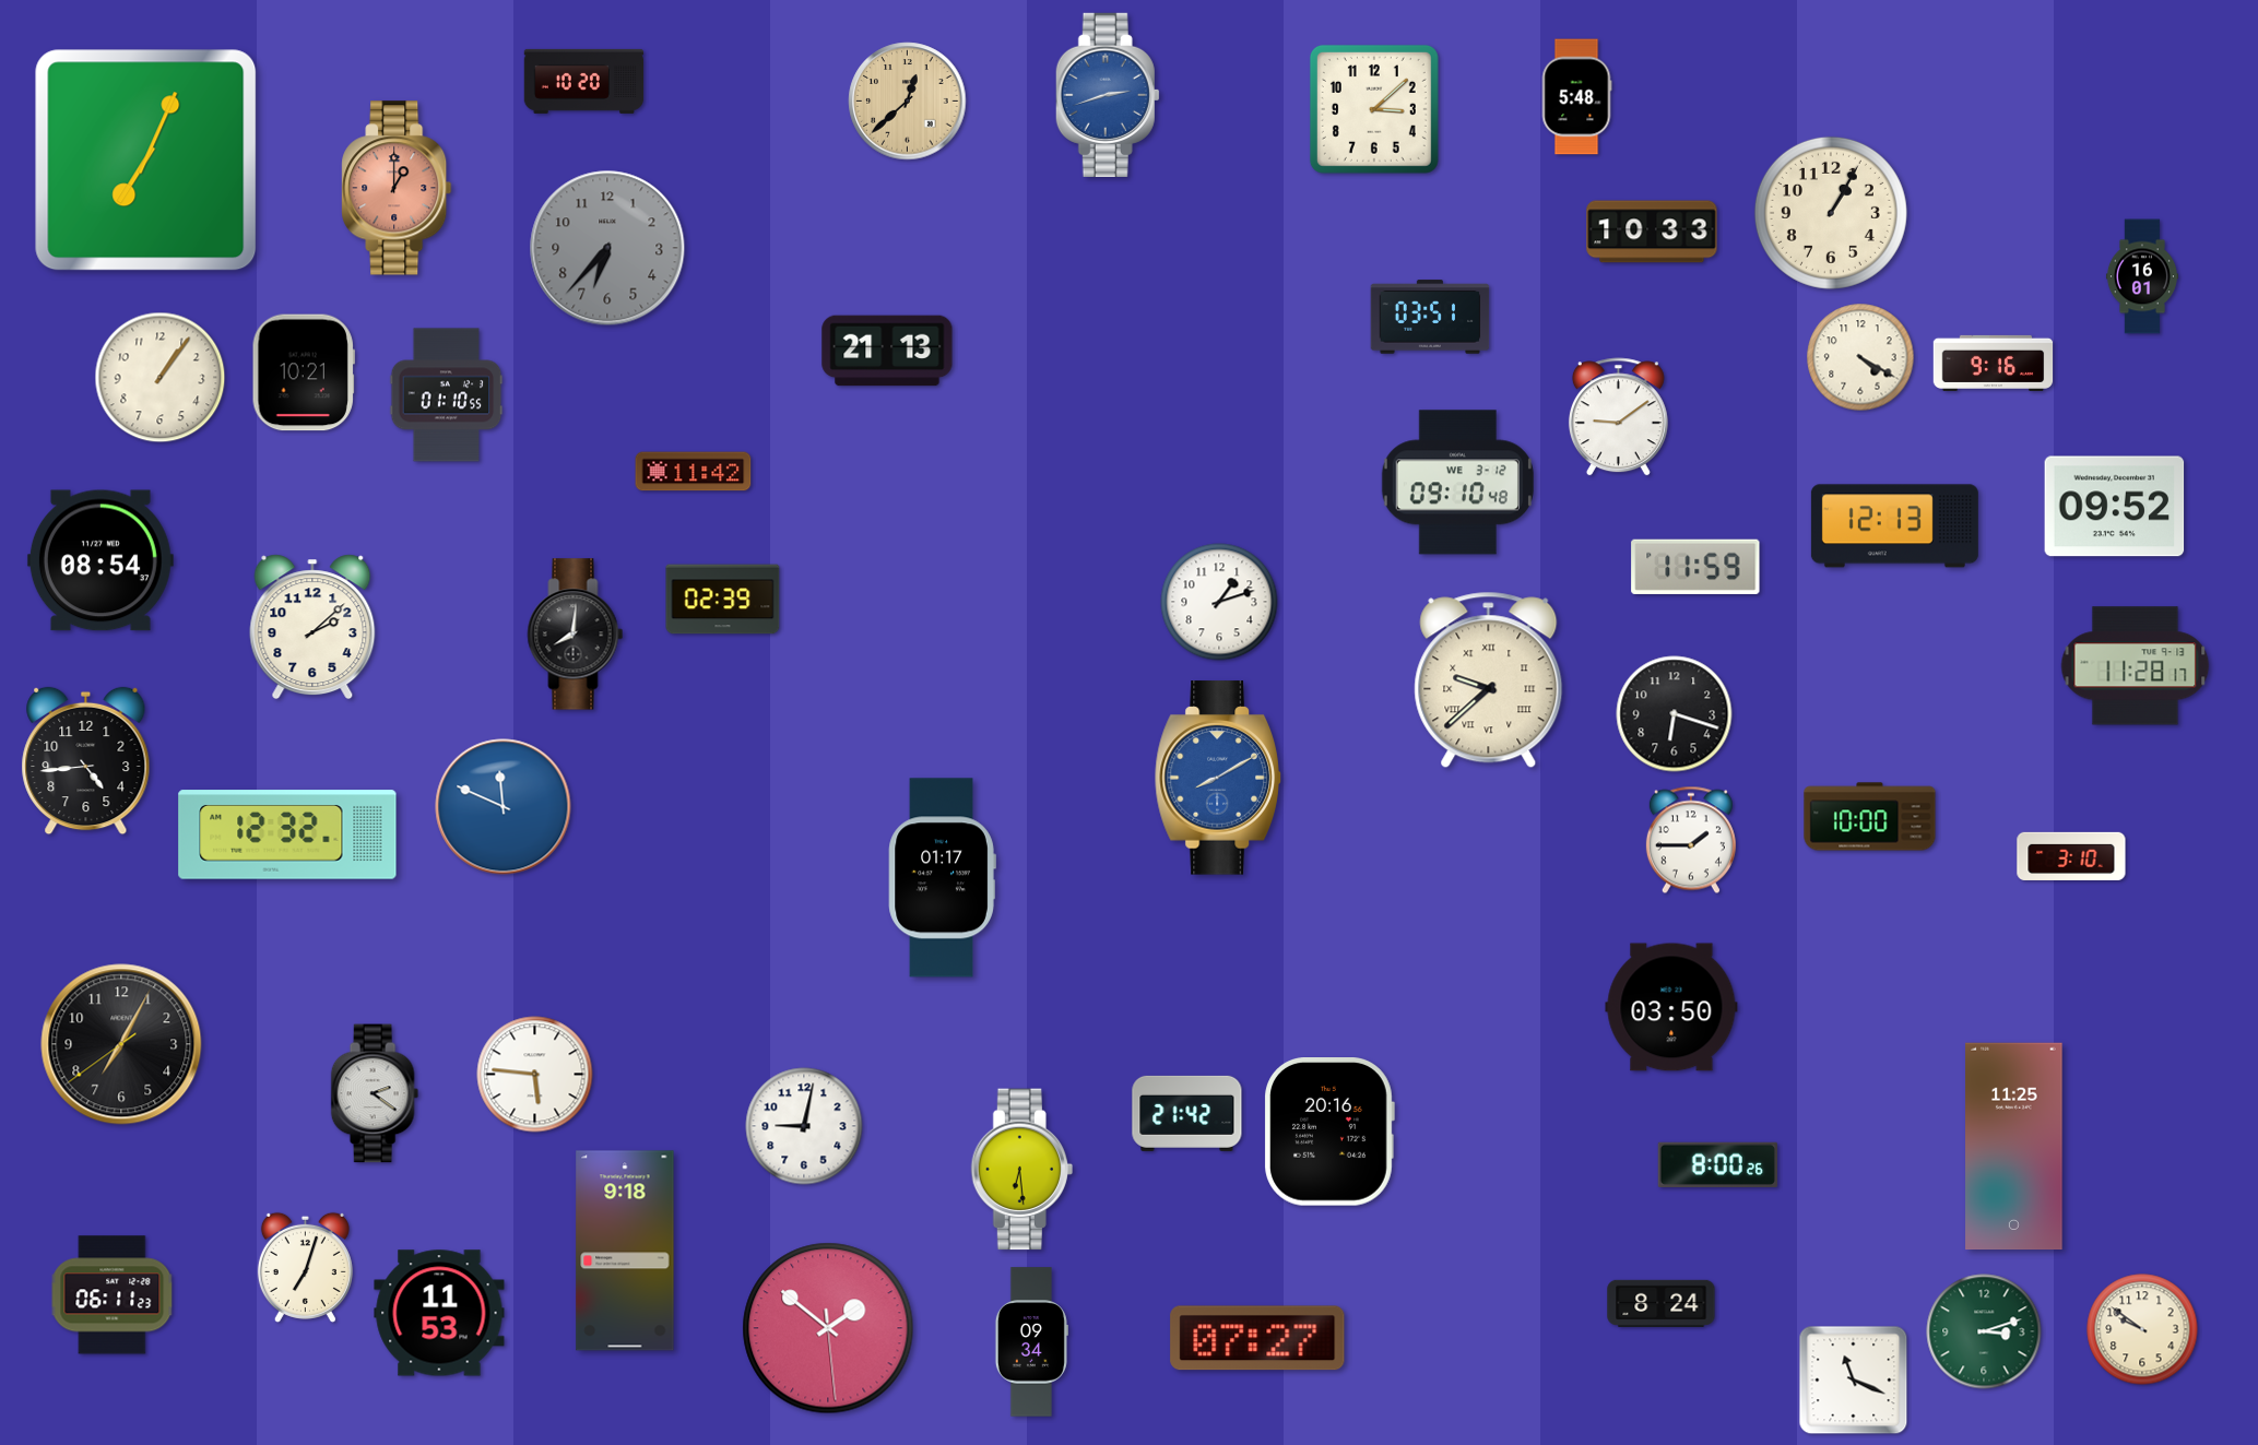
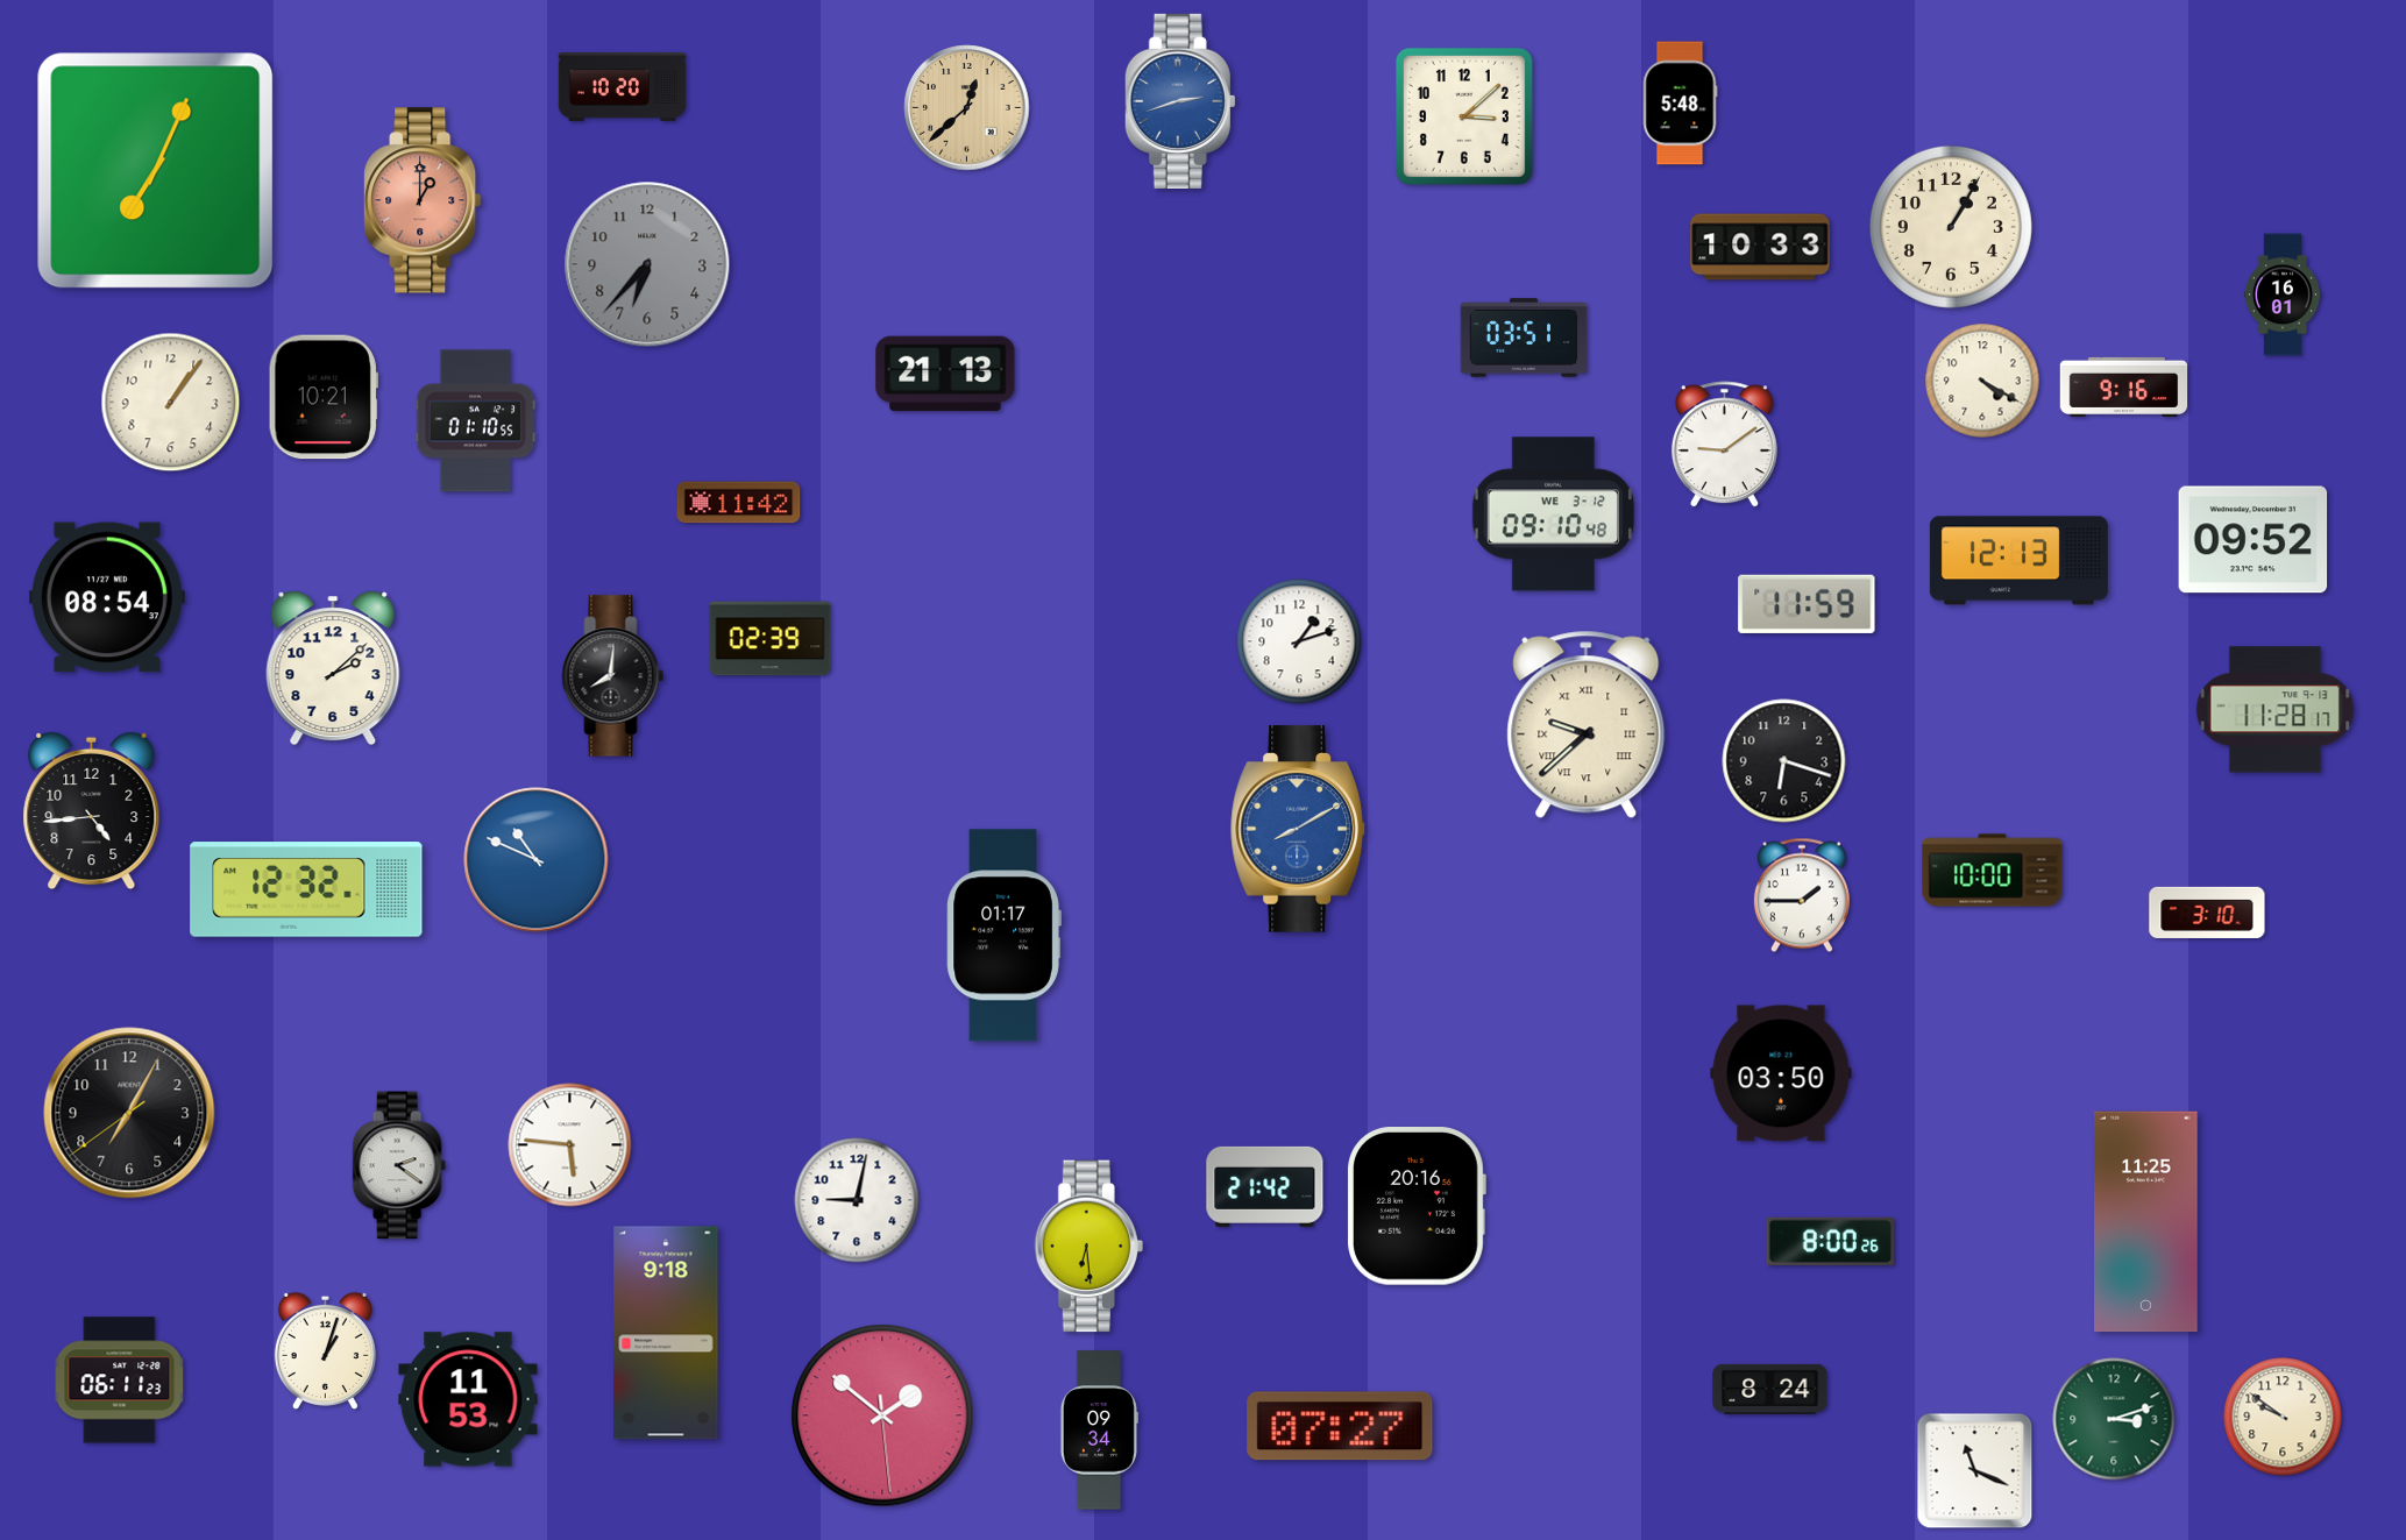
clock at (504, 807): 11:49 -> 10:49
clock at (305, 1267): 7:03 -> 1:03
